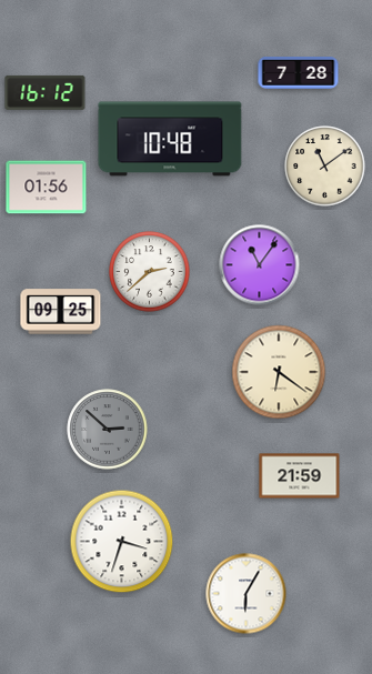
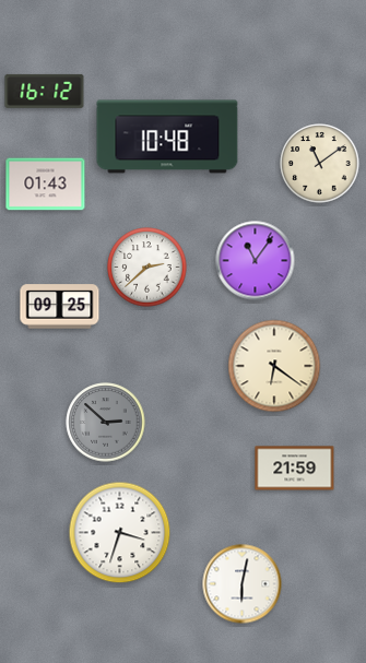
clock at (299, 73): 7:28 -> none
clock at (47, 188): 01:56 -> 01:43
clock at (247, 594): 6:05 -> 6:02
